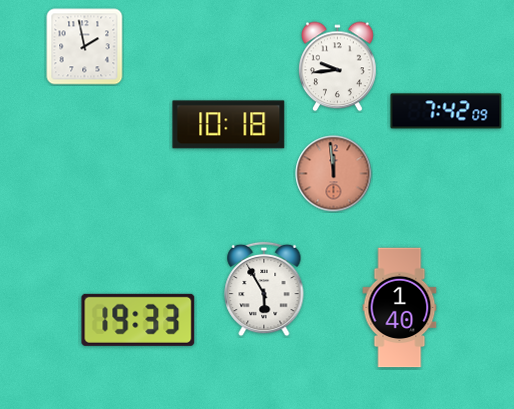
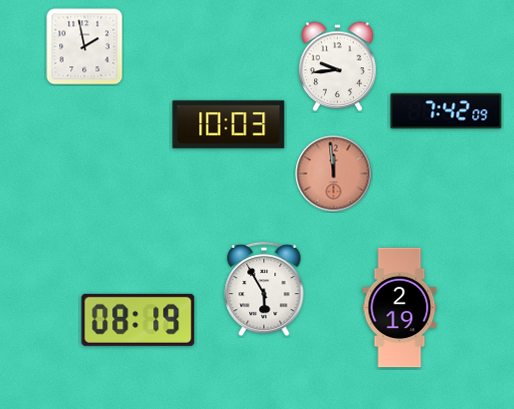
clock at (229, 125): 10:18 -> 10:03
clock at (400, 308): 1:40 -> 2:19
clock at (138, 320): 19:33 -> 08:19
